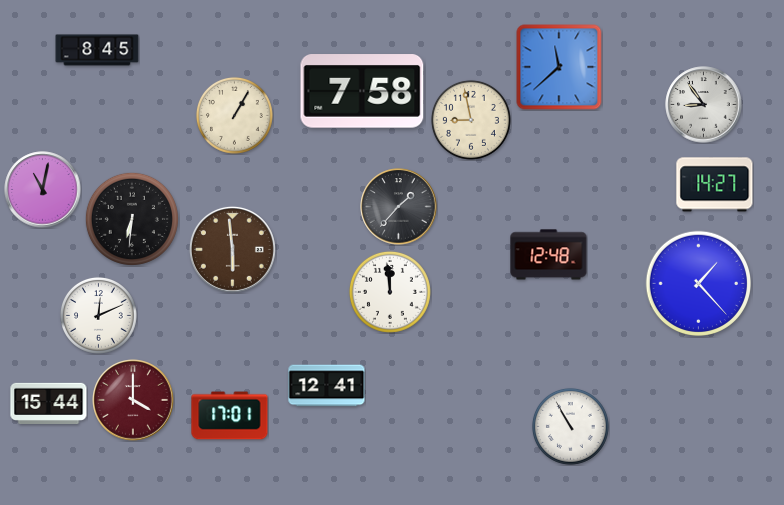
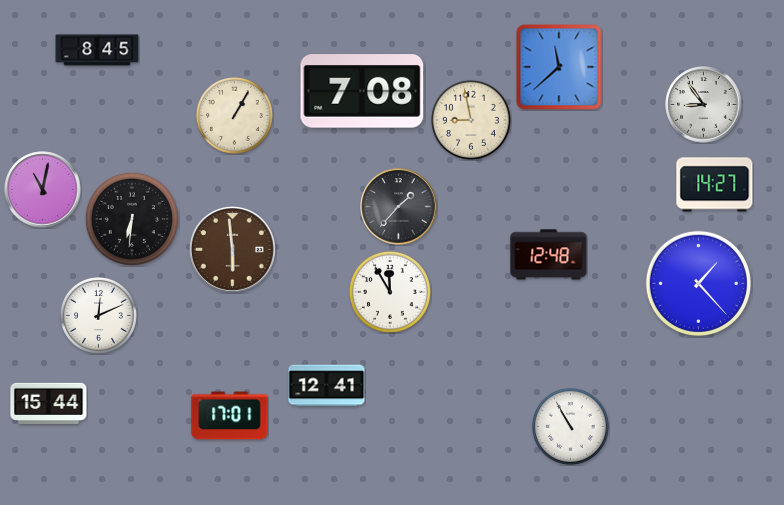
clock at (362, 91): 7:58 -> 7:08
clock at (390, 292): 11:59 -> 11:55
clock at (133, 400): 4:00 -> none
